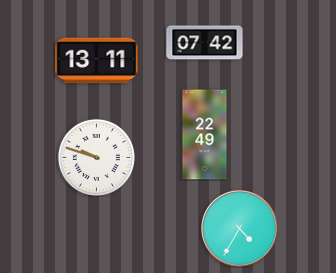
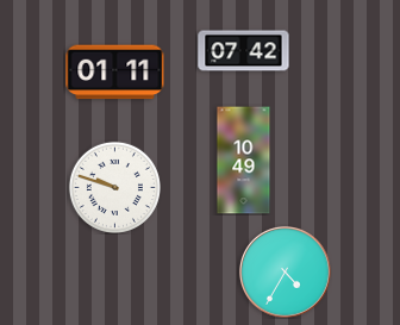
clock at (97, 61): 13:11 -> 01:11
clock at (205, 135): 22:49 -> 10:49
